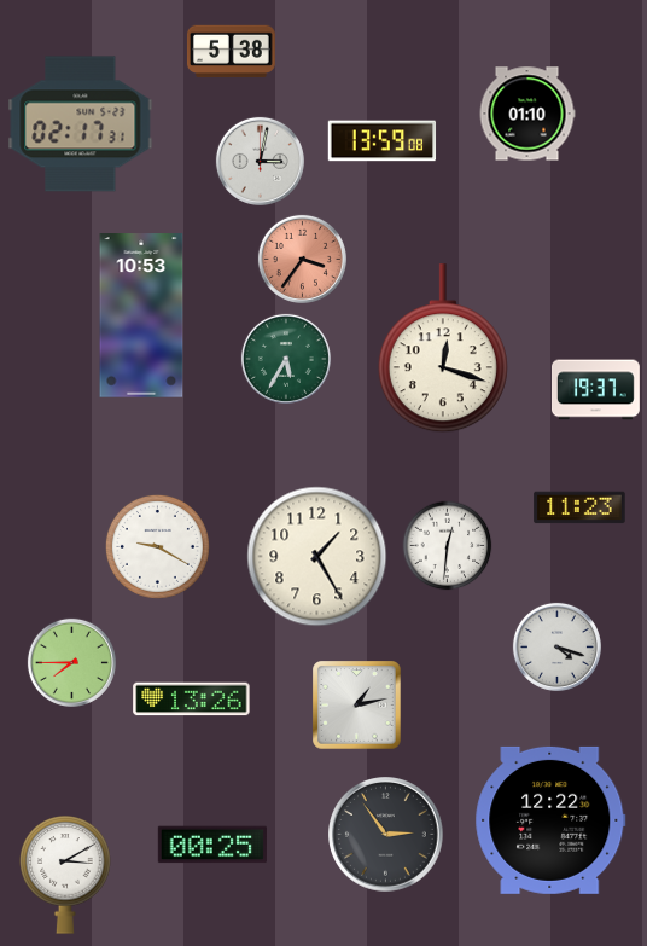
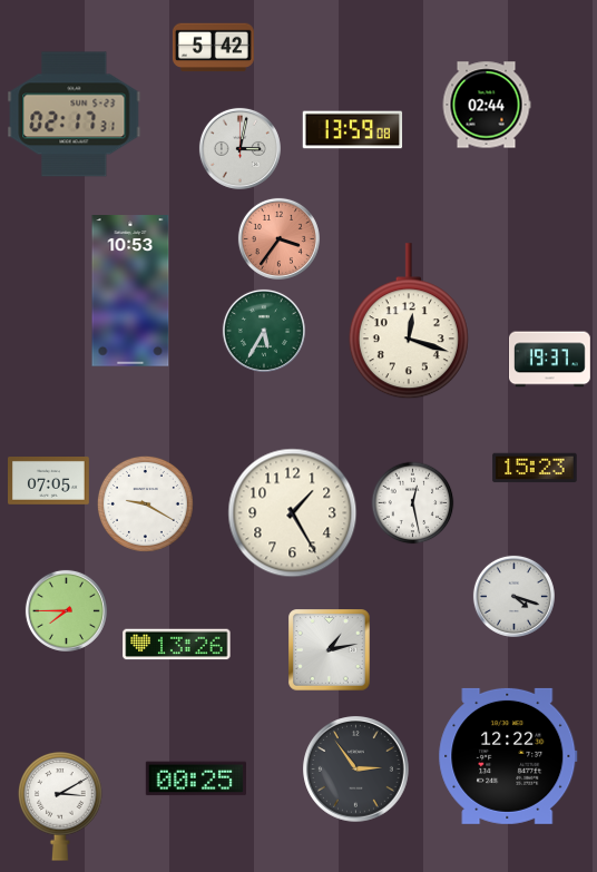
clock at (231, 52): 5:38 -> 5:42
clock at (527, 114): 01:10 -> 02:44
clock at (579, 507): 11:23 -> 15:23
clock at (49, 481): none -> 07:05
clock at (448, 546): 12:31 -> 12:28
